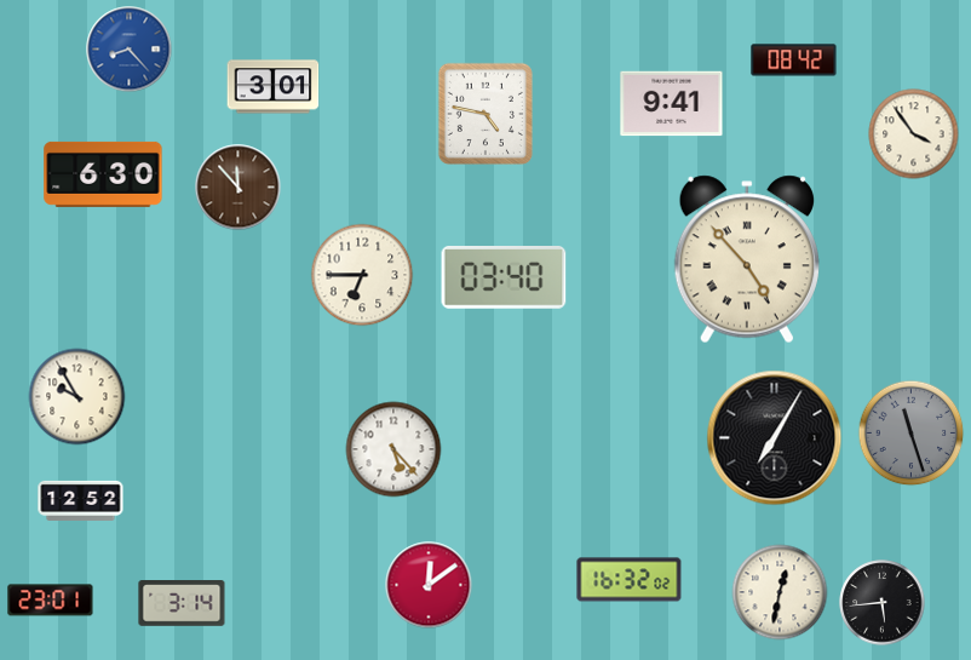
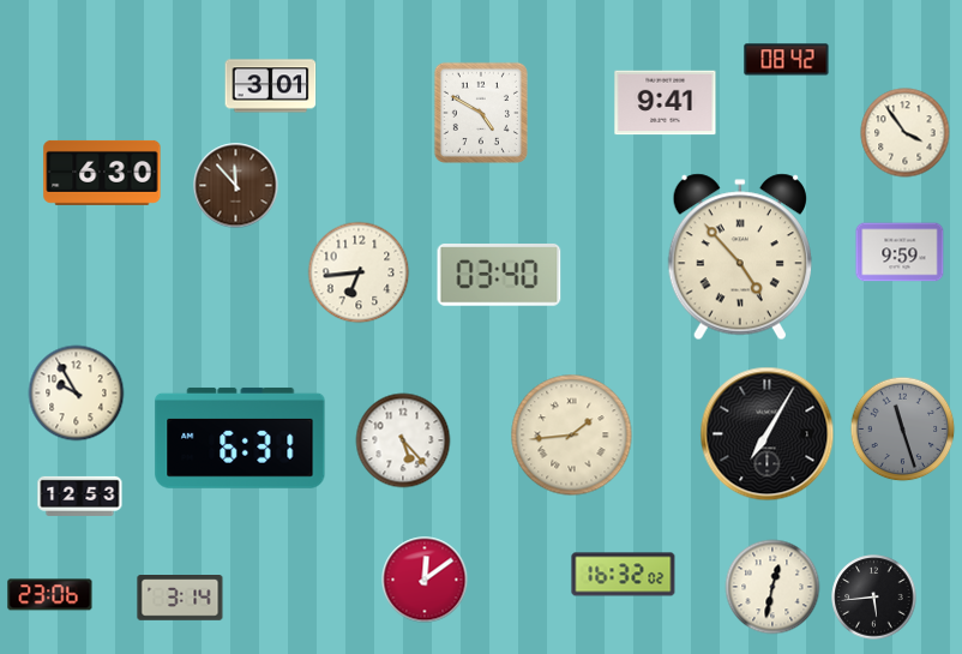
clock at (130, 50): 8:23 -> none
clock at (485, 114): 4:47 -> 4:50
clock at (900, 252): none -> 9:59
clock at (362, 275): 6:45 -> 6:44
clock at (572, 436): none -> 1:44
clock at (240, 438): none -> 6:31
clock at (393, 449) position: (393, 449) -> (403, 440)
clock at (81, 500): 12:52 -> 12:53
clock at (51, 601): 23:01 -> 23:06
